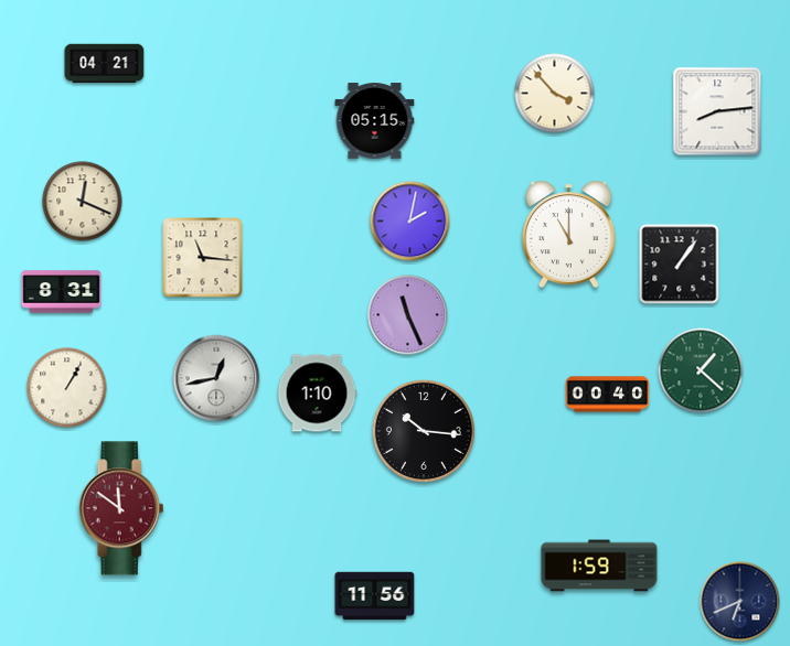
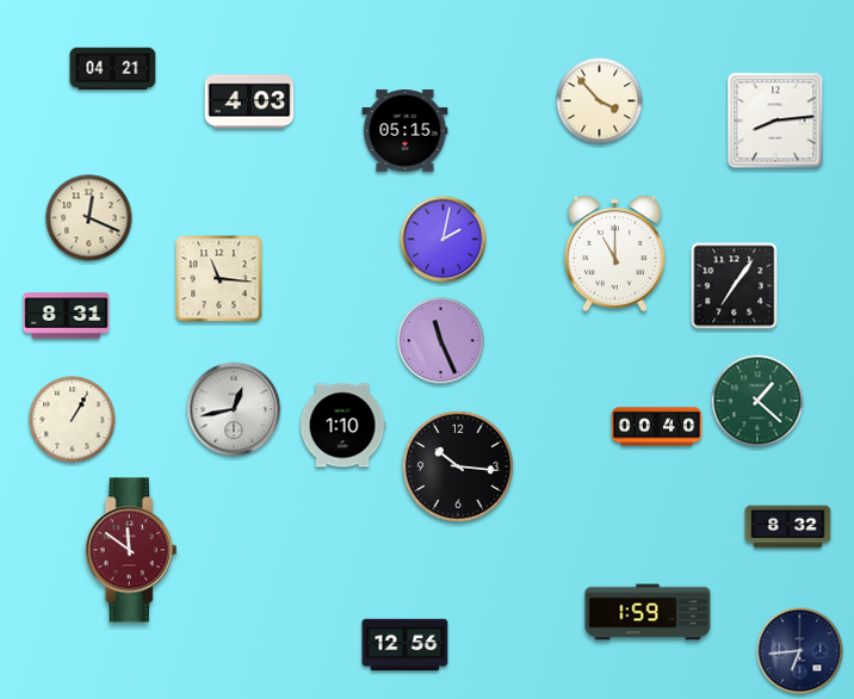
clock at (249, 101): none -> 4:03
clock at (680, 265): 1:06 -> 7:06
clock at (788, 527): none -> 8:32
clock at (375, 596): 11:56 -> 12:56
clock at (740, 602): 6:41 -> 6:44
